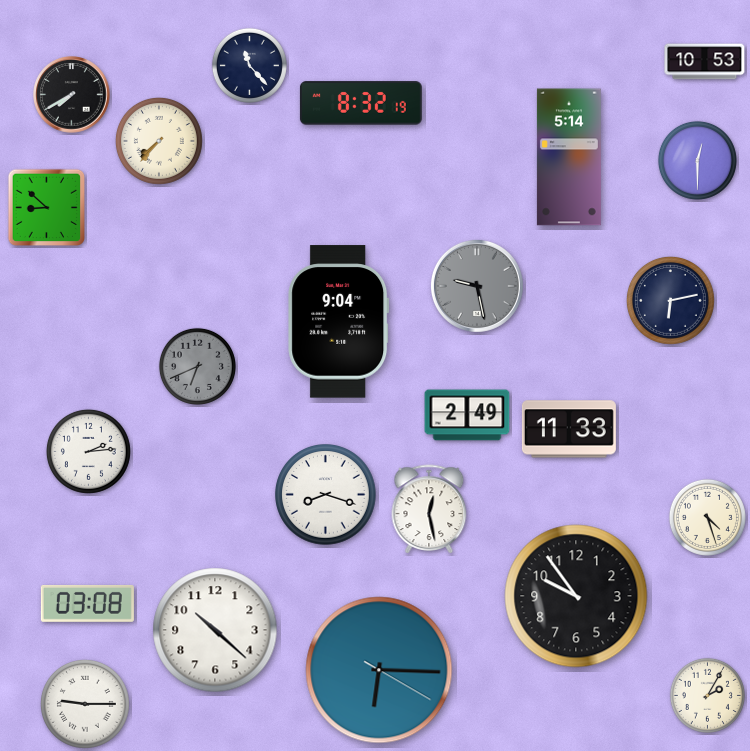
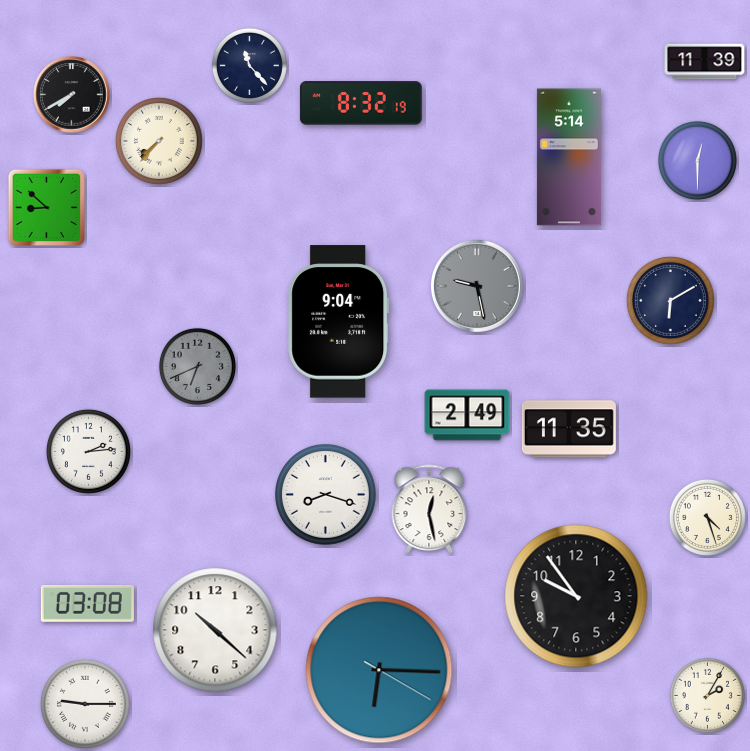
clock at (705, 62): 10:53 -> 11:39
clock at (670, 300): 6:13 -> 6:10
clock at (569, 429): 11:33 -> 11:35
